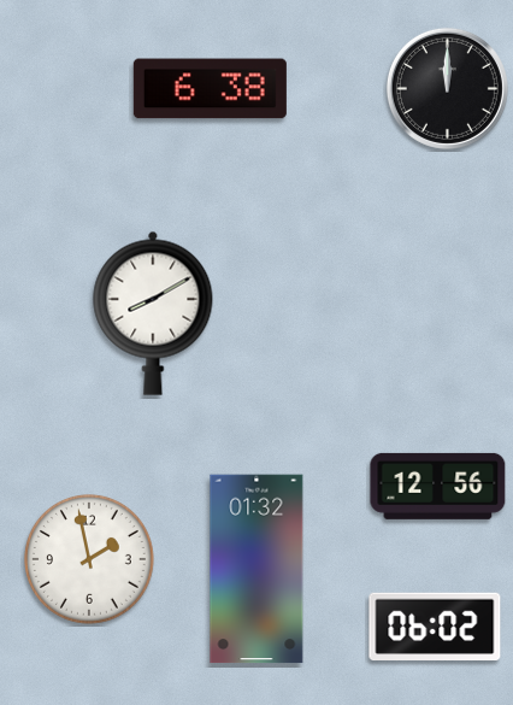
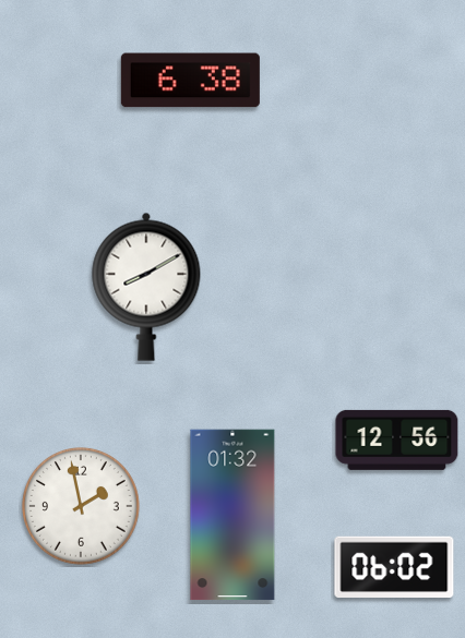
clock at (447, 88): 12:00 -> none
clock at (153, 313) position: (153, 313) -> (146, 287)
